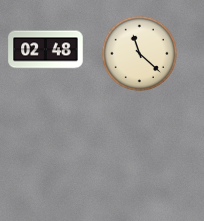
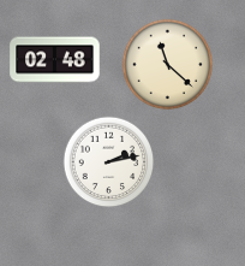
clock at (109, 162): none -> 2:13
